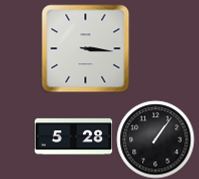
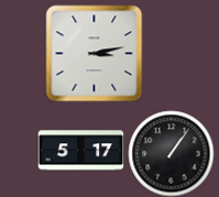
clock at (85, 48): 3:16 -> 3:13
clock at (73, 137): 5:28 -> 5:17
